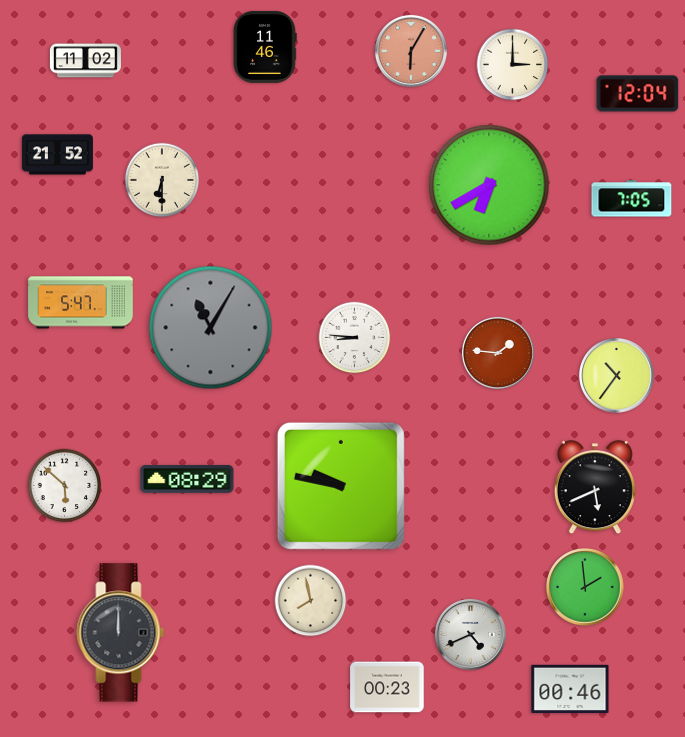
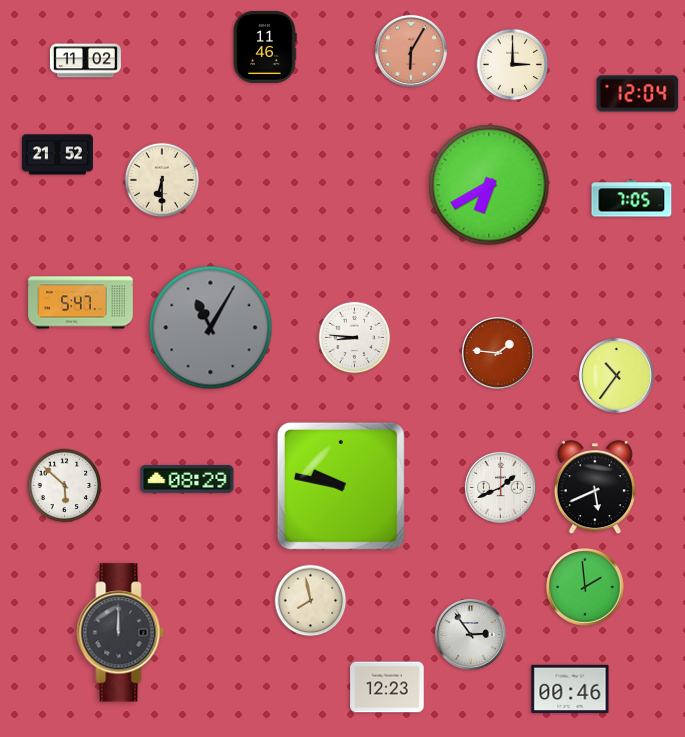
clock at (500, 487): none -> 1:41
clock at (470, 634): 4:41 -> 2:54
clock at (387, 687): 00:23 -> 12:23
